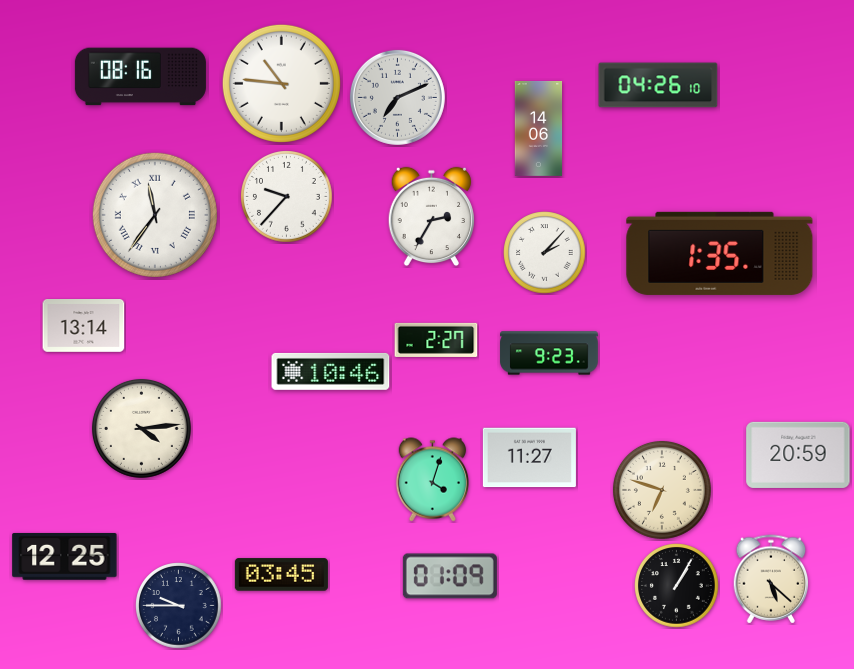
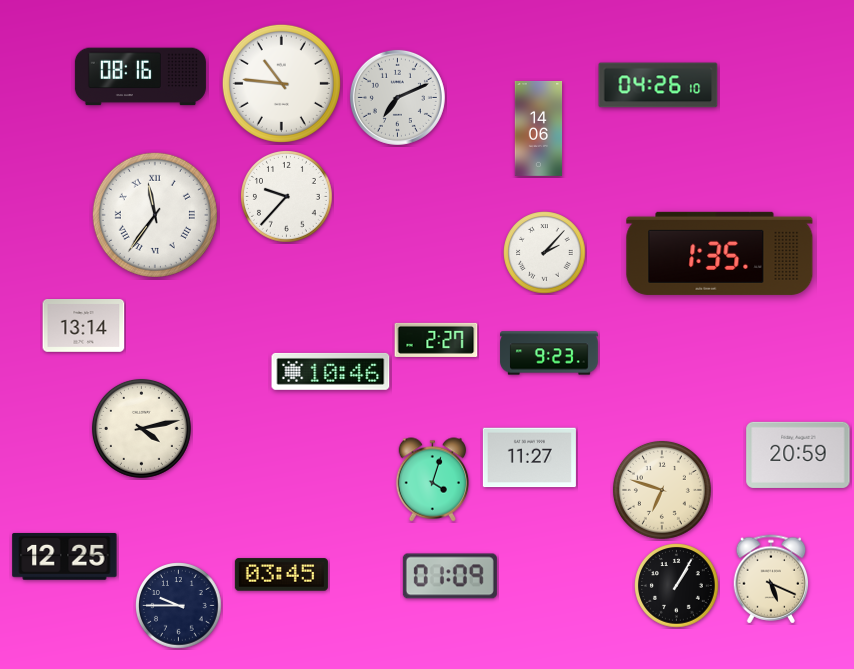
clock at (431, 217): 2:35 -> none
clock at (141, 428): 4:14 -> 4:13
clock at (771, 579): 5:22 -> 5:19
